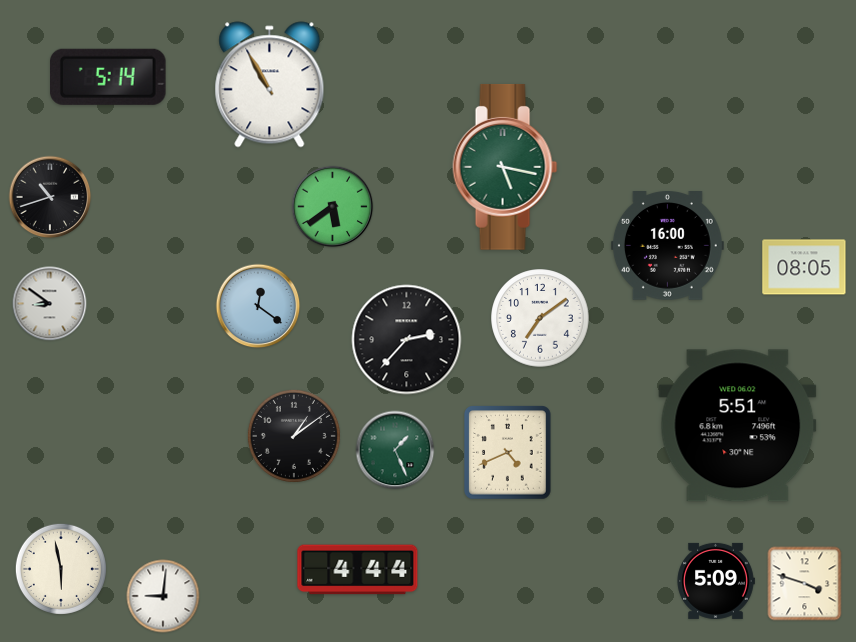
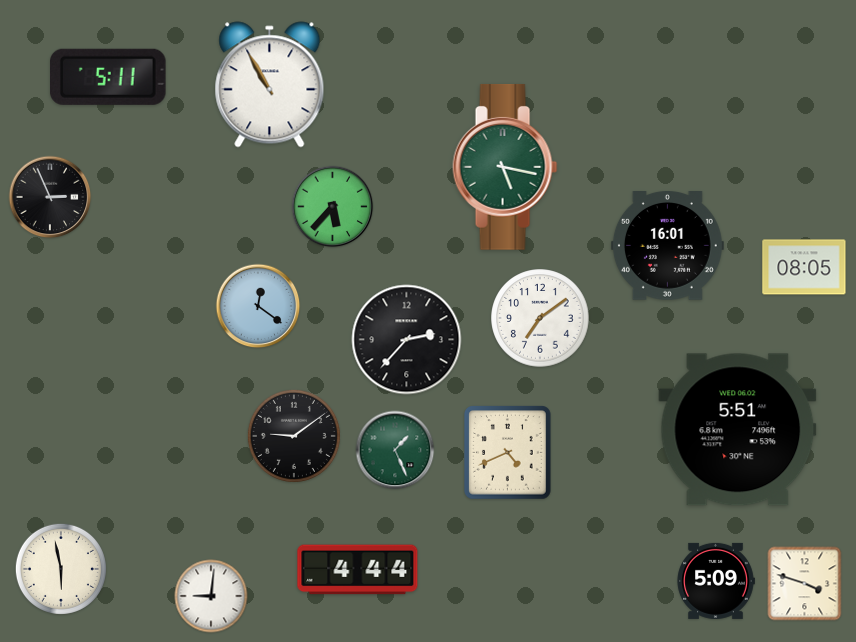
clock at (109, 77): 5:14 -> 5:11
clock at (50, 197): 10:42 -> 2:56
clock at (333, 207): 5:39 -> 5:37
clock at (667, 246): 16:00 -> 16:01
clock at (50, 304): 8:51 -> none
clock at (738, 426) position: (738, 426) -> (738, 430)
clock at (294, 436): 1:09 -> 9:09
clock at (163, 596) position: (163, 596) -> (211, 596)
